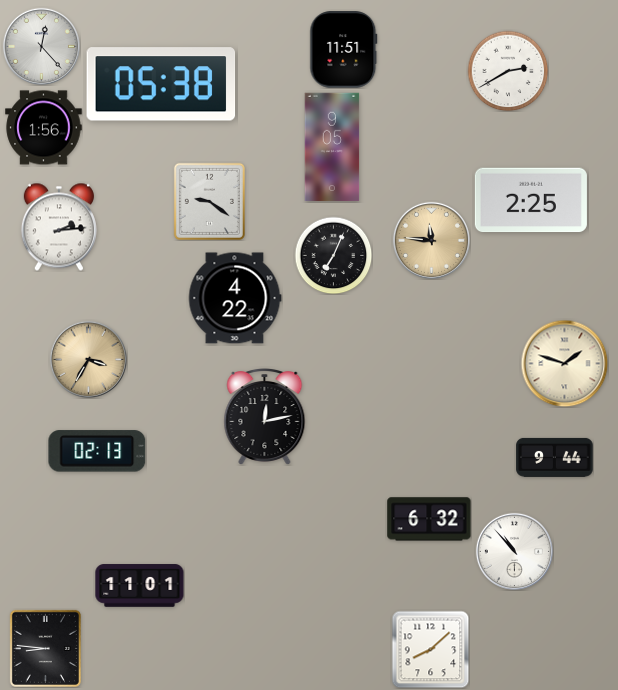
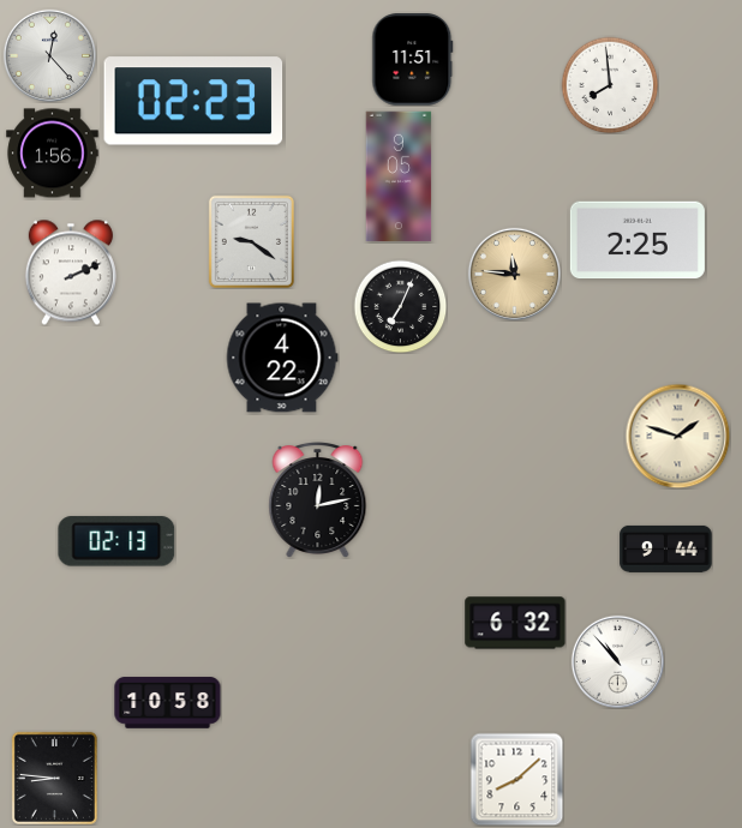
clock at (508, 71): 2:40 -> 7:59
clock at (161, 84): 05:38 -> 02:23
clock at (59, 227): 2:14 -> 2:11
clock at (431, 240) position: (431, 240) -> (514, 274)
clock at (88, 359): 3:35 -> none
clock at (140, 586): 11:01 -> 10:58
